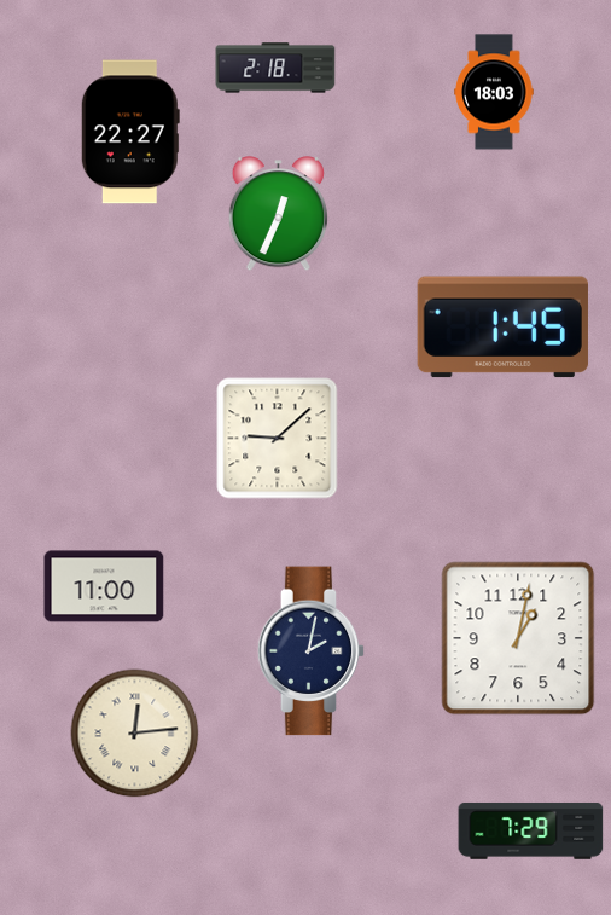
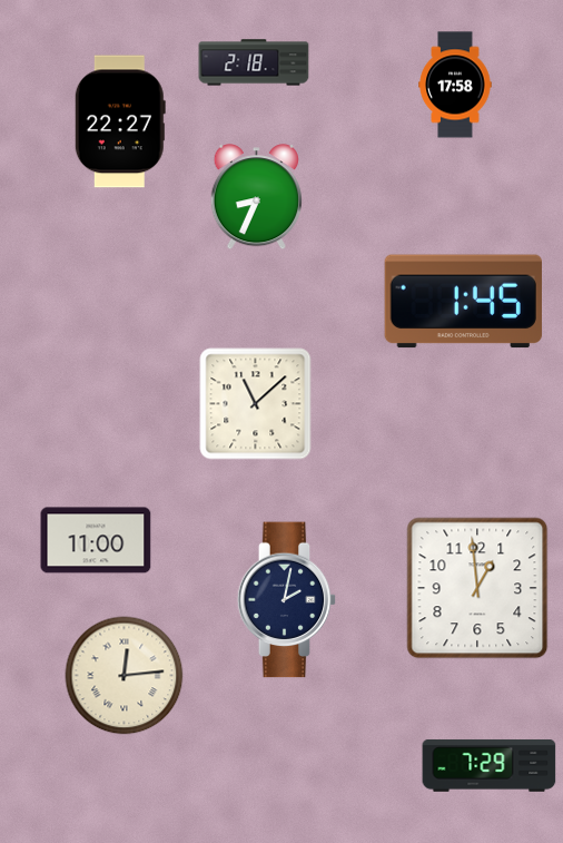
clock at (494, 92): 18:03 -> 17:58
clock at (278, 214): 12:34 -> 8:34
clock at (278, 439): 9:08 -> 11:08
clock at (518, 638): 1:02 -> 12:59
